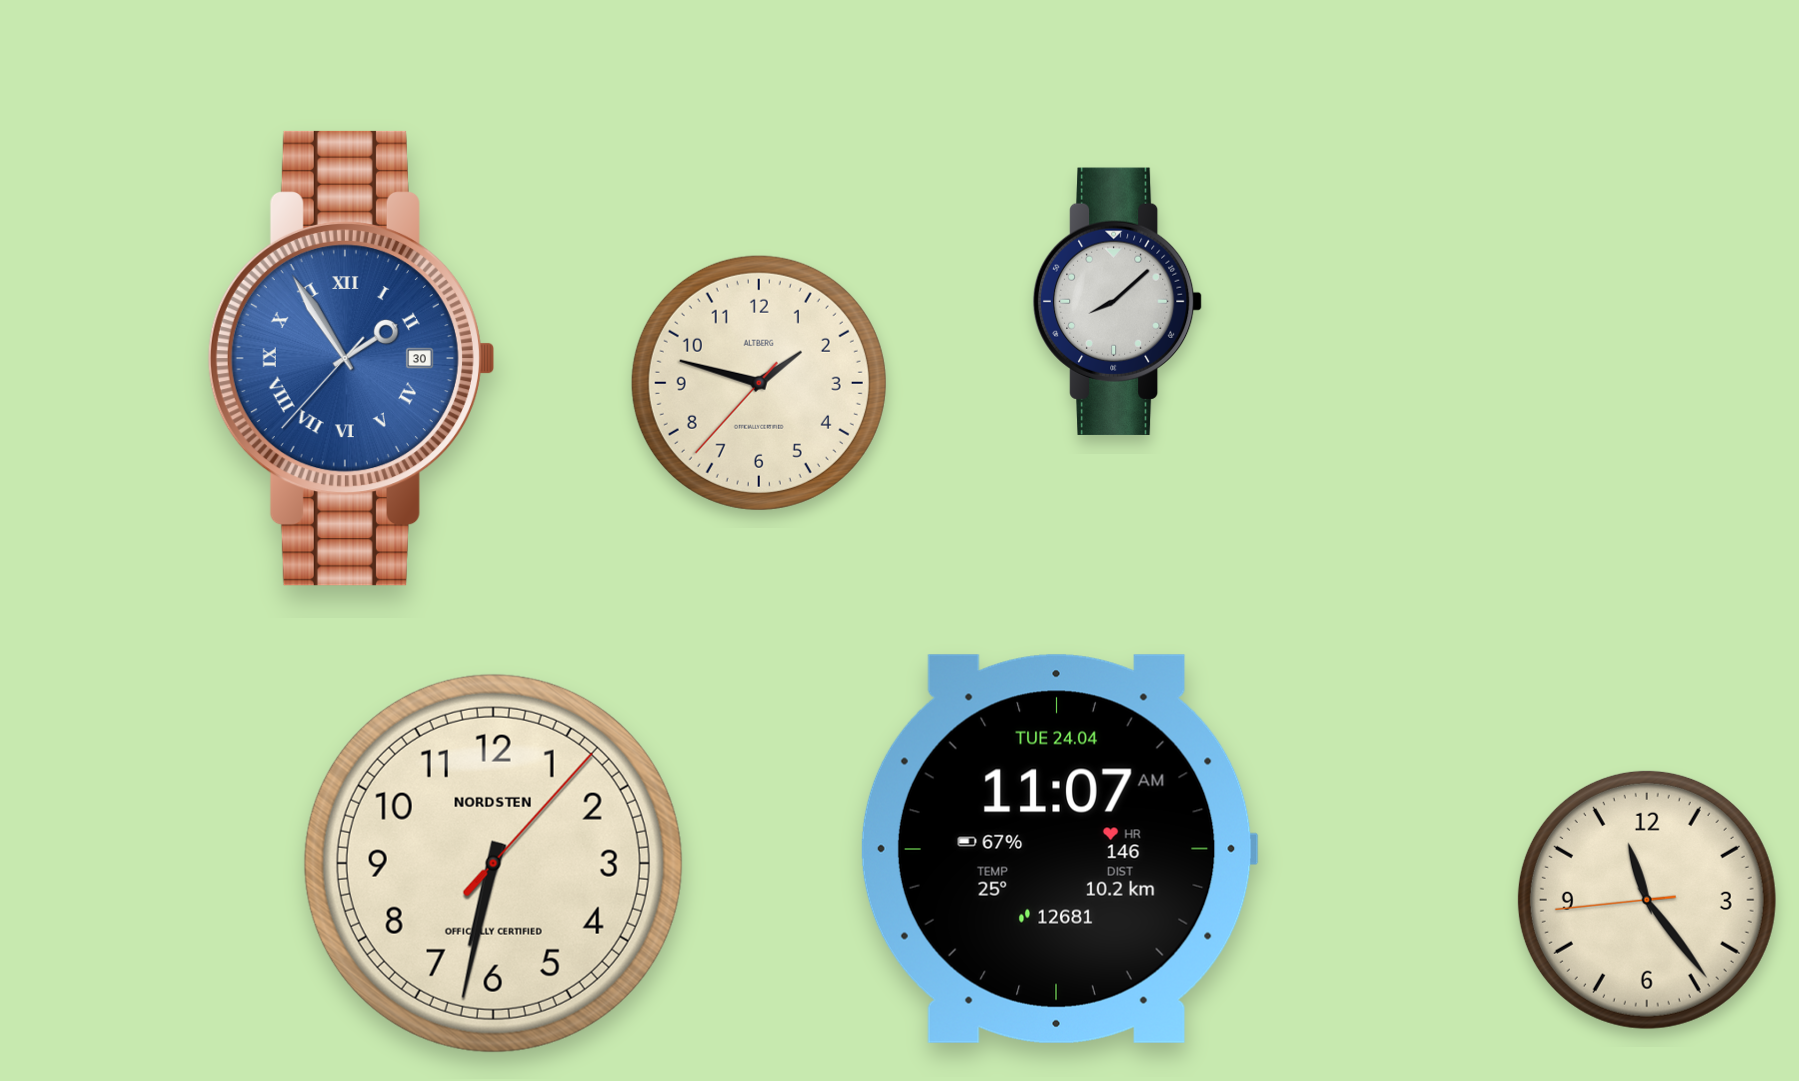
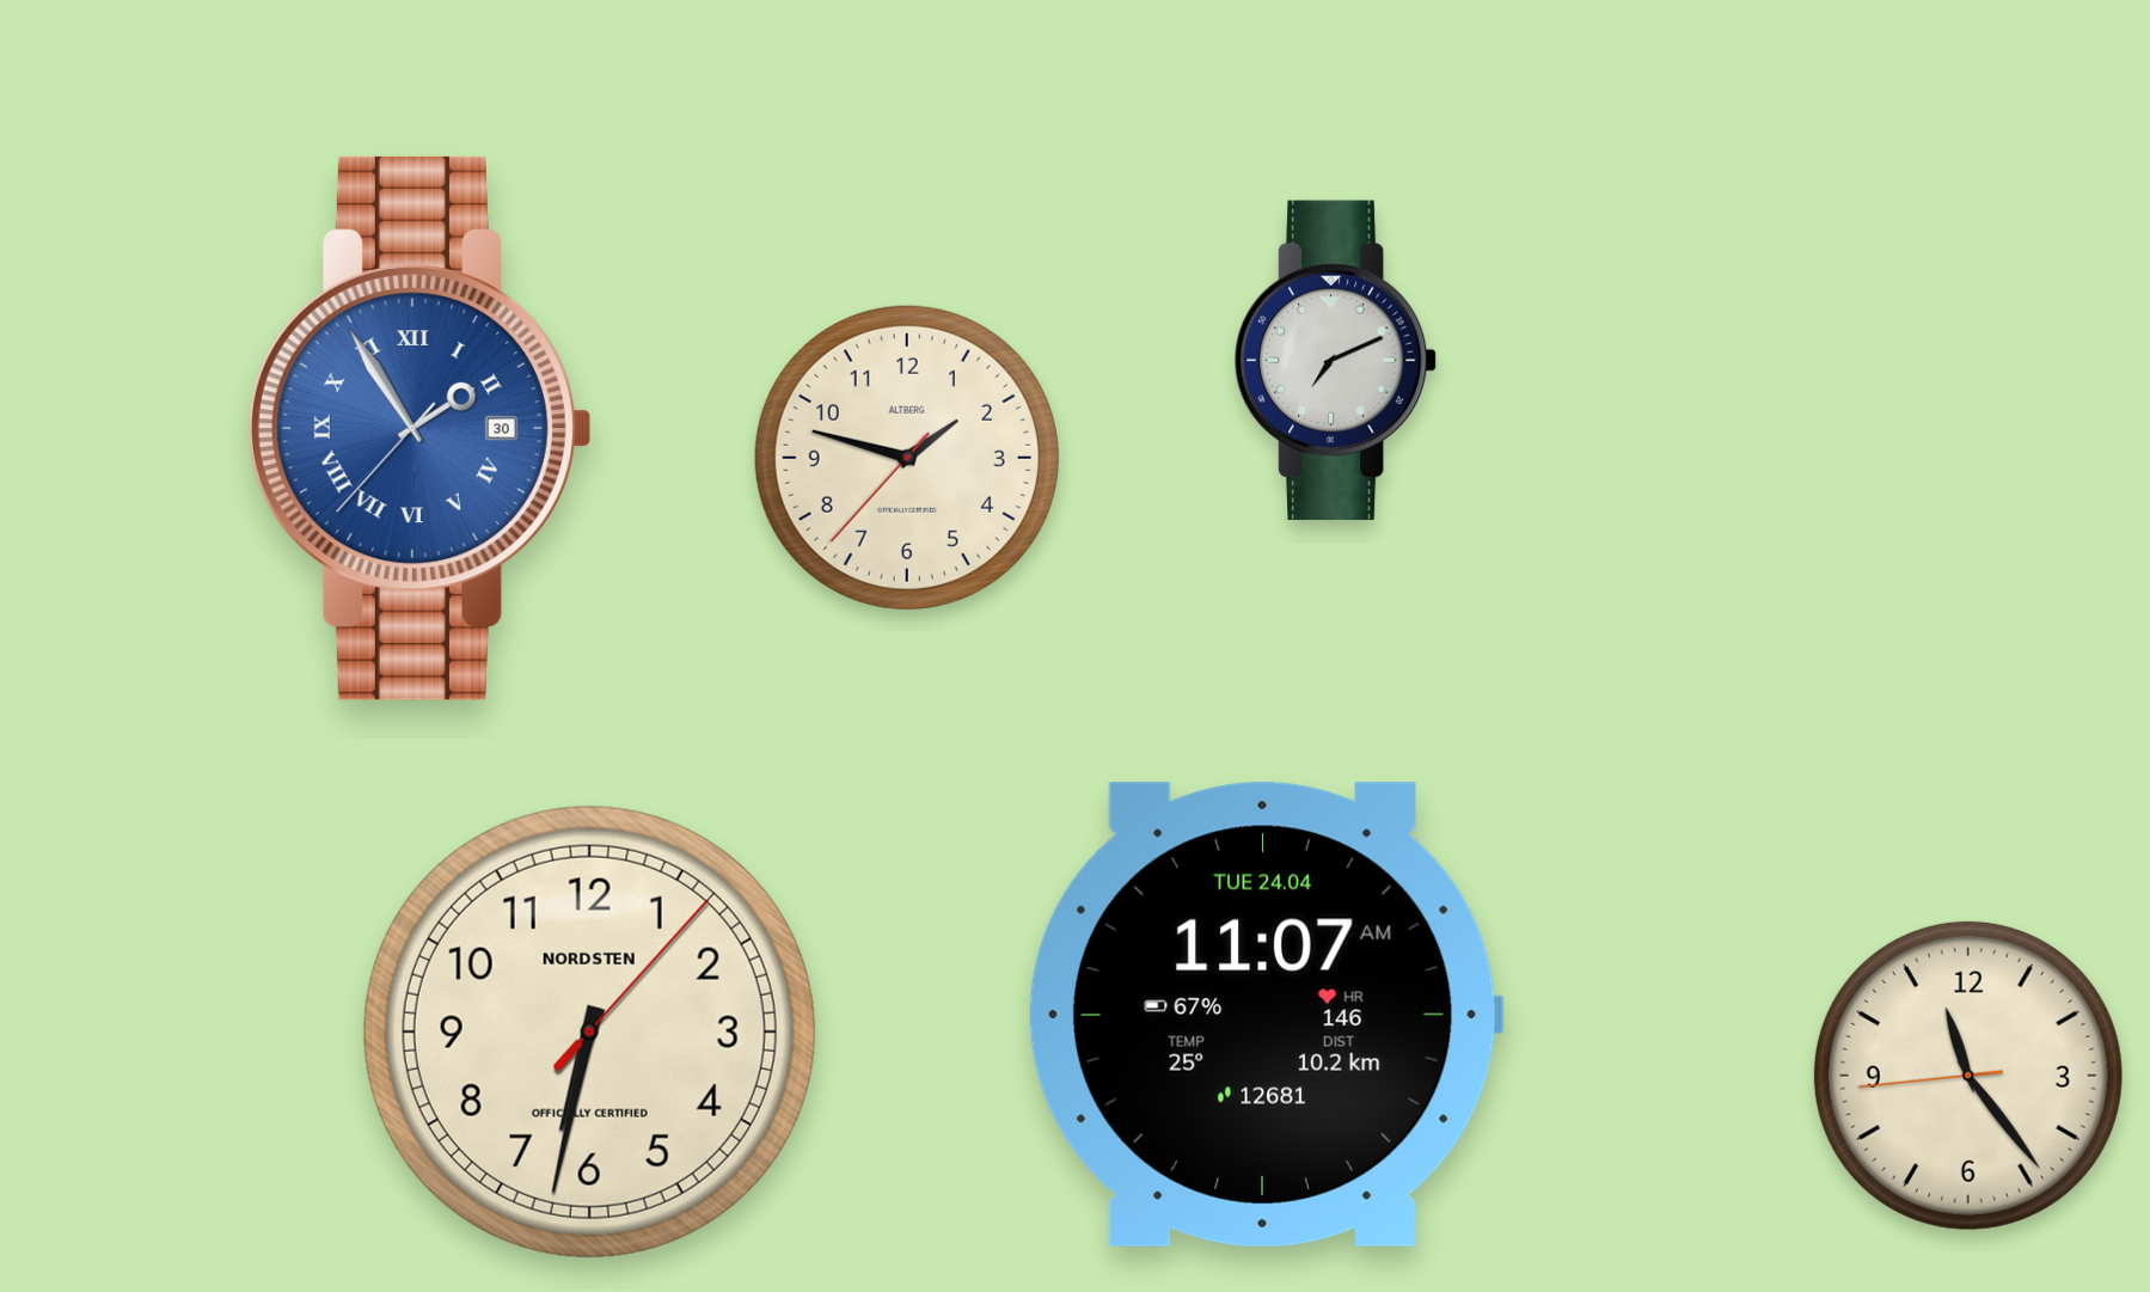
clock at (1118, 301): 8:08 -> 7:11
